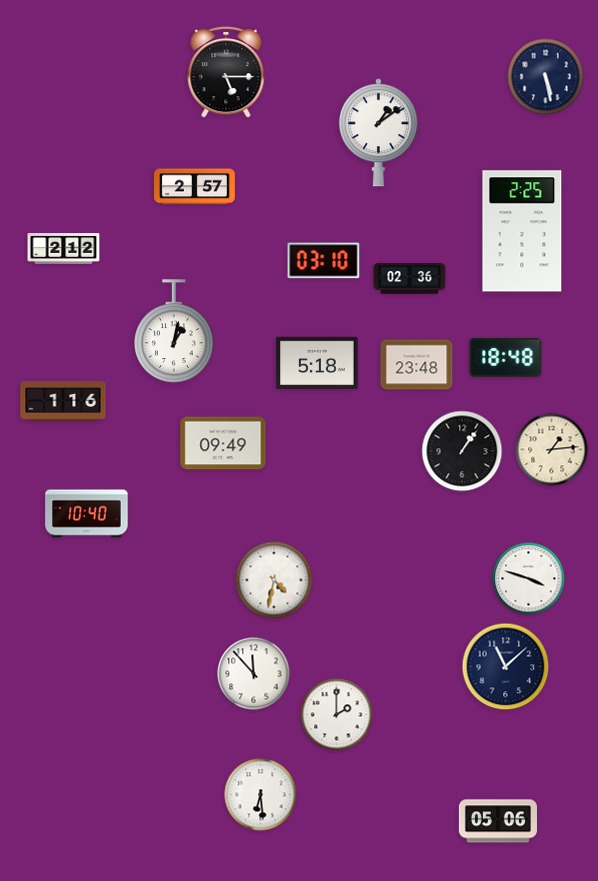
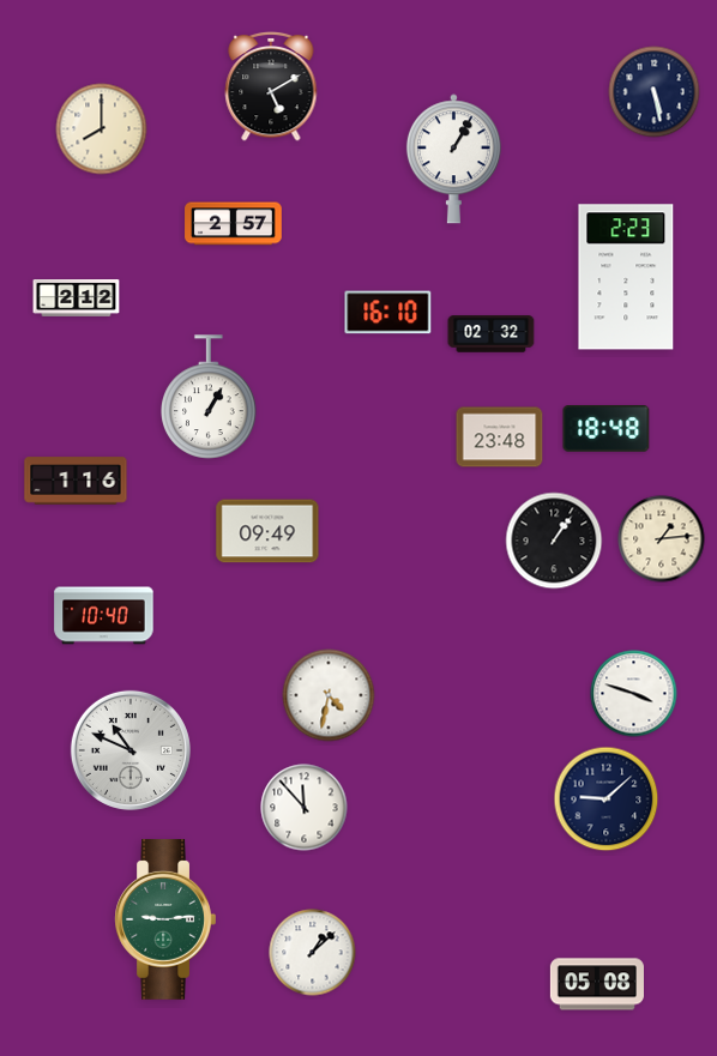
clock at (226, 72): 5:15 -> 5:10
clock at (102, 129): none -> 8:00
clock at (378, 133): 1:09 -> 1:05
clock at (522, 231): 2:25 -> 2:23
clock at (324, 261): 03:10 -> 16:10
clock at (410, 279): 02:36 -> 02:32
clock at (174, 331): 1:02 -> 1:05
clock at (317, 362): 5:18 -> none
clock at (131, 750): none -> 10:49
clock at (506, 667): 11:08 -> 9:08
clock at (337, 715): 2:00 -> none
clock at (165, 921): none -> 9:14
clock at (261, 795): 6:29 -> 1:08
clock at (498, 821): 05:06 -> 05:08
